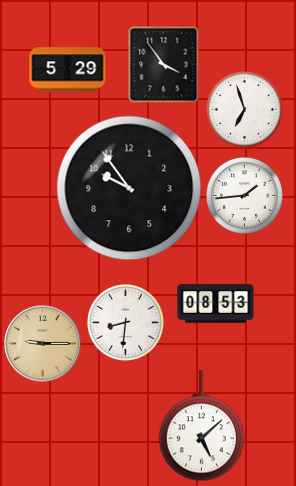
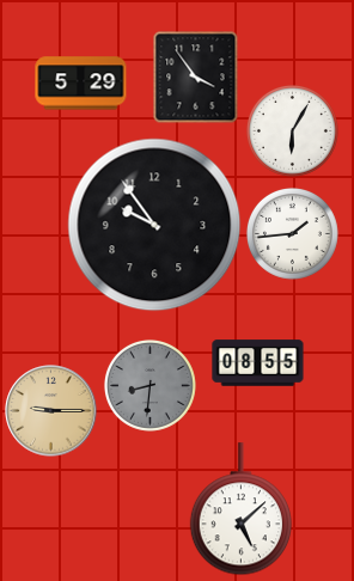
clock at (244, 109): 6:57 -> 6:05
clock at (216, 304): 08:53 -> 08:55
clock at (125, 322) dial: white -> grey
